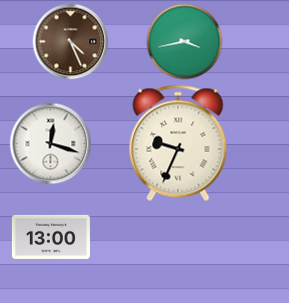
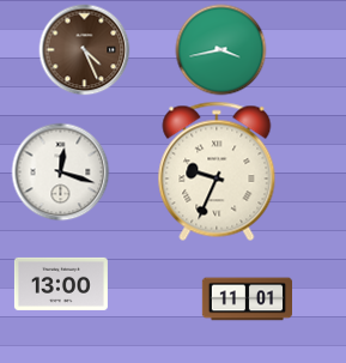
clock at (178, 143) position: (178, 143) -> (217, 171)
clock at (247, 300): none -> 11:01
